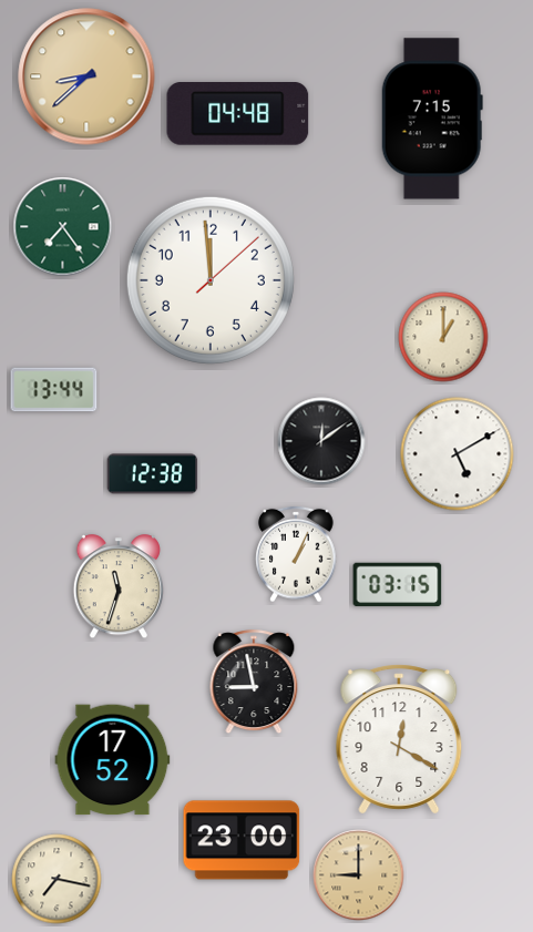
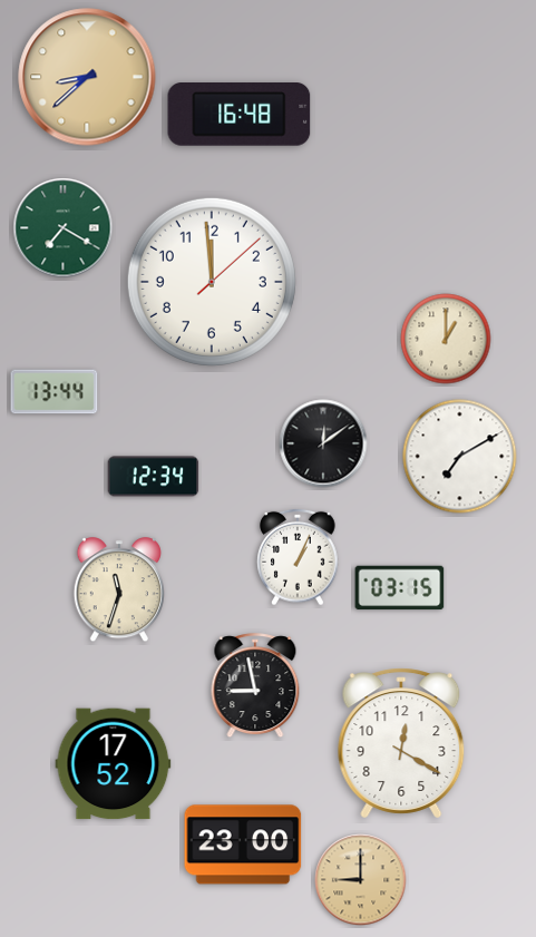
clock at (238, 114): 04:48 -> 16:48
clock at (432, 119): 7:15 -> none
clock at (63, 227): 7:24 -> 7:20
clock at (458, 454): 5:10 -> 7:10
clock at (153, 474): 12:38 -> 12:34
clock at (57, 879): 7:17 -> none
